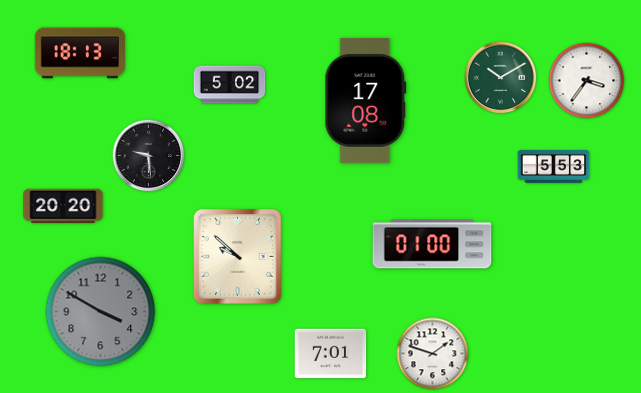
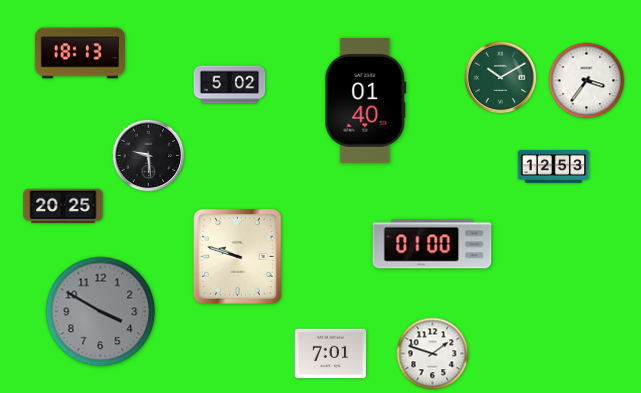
clock at (366, 100): 17:08 -> 01:40
clock at (554, 166): 5:53 -> 12:53
clock at (63, 206): 20:20 -> 20:25
clock at (238, 257): 9:52 -> 9:48
